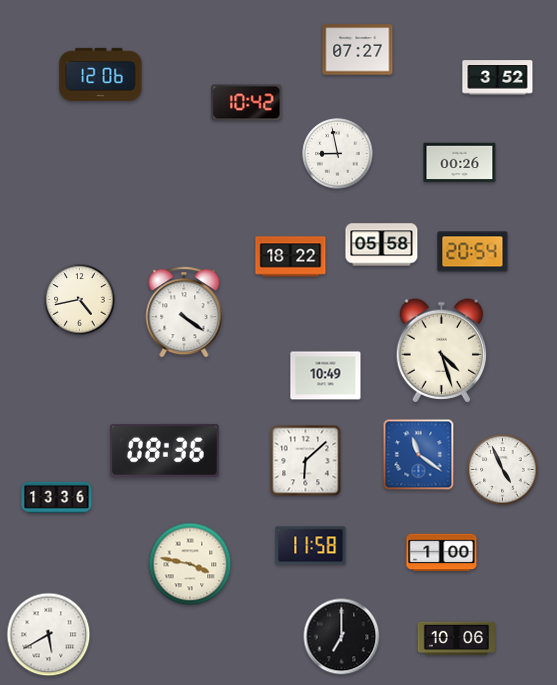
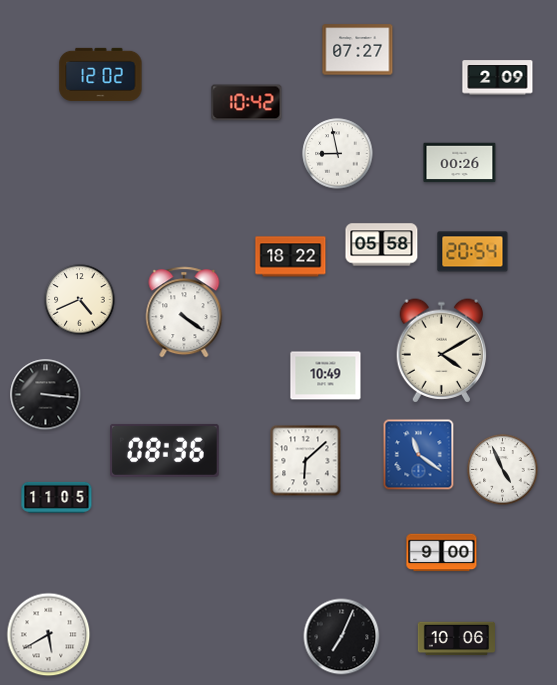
clock at (101, 74): 12:06 -> 12:02
clock at (498, 78): 3:52 -> 2:09
clock at (80, 300): 4:43 -> 4:41
clock at (442, 351): 4:27 -> 4:10
clock at (46, 395): none -> 3:16
clock at (57, 497): 13:36 -> 11:05
clock at (311, 546): 11:58 -> none
clock at (442, 553): 1:00 -> 9:00
clock at (190, 564): 3:47 -> none
clock at (342, 637): 7:00 -> 7:04
